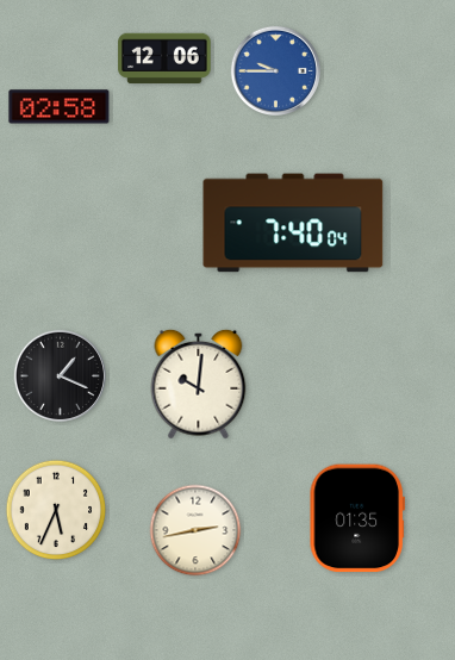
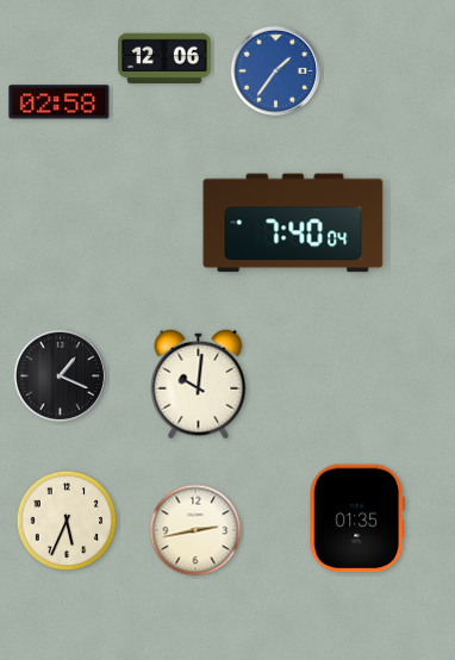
clock at (276, 71): 9:45 -> 1:36
clock at (60, 107) position: (60, 107) -> (60, 102)
clock at (56, 510) position: (56, 510) -> (67, 521)
